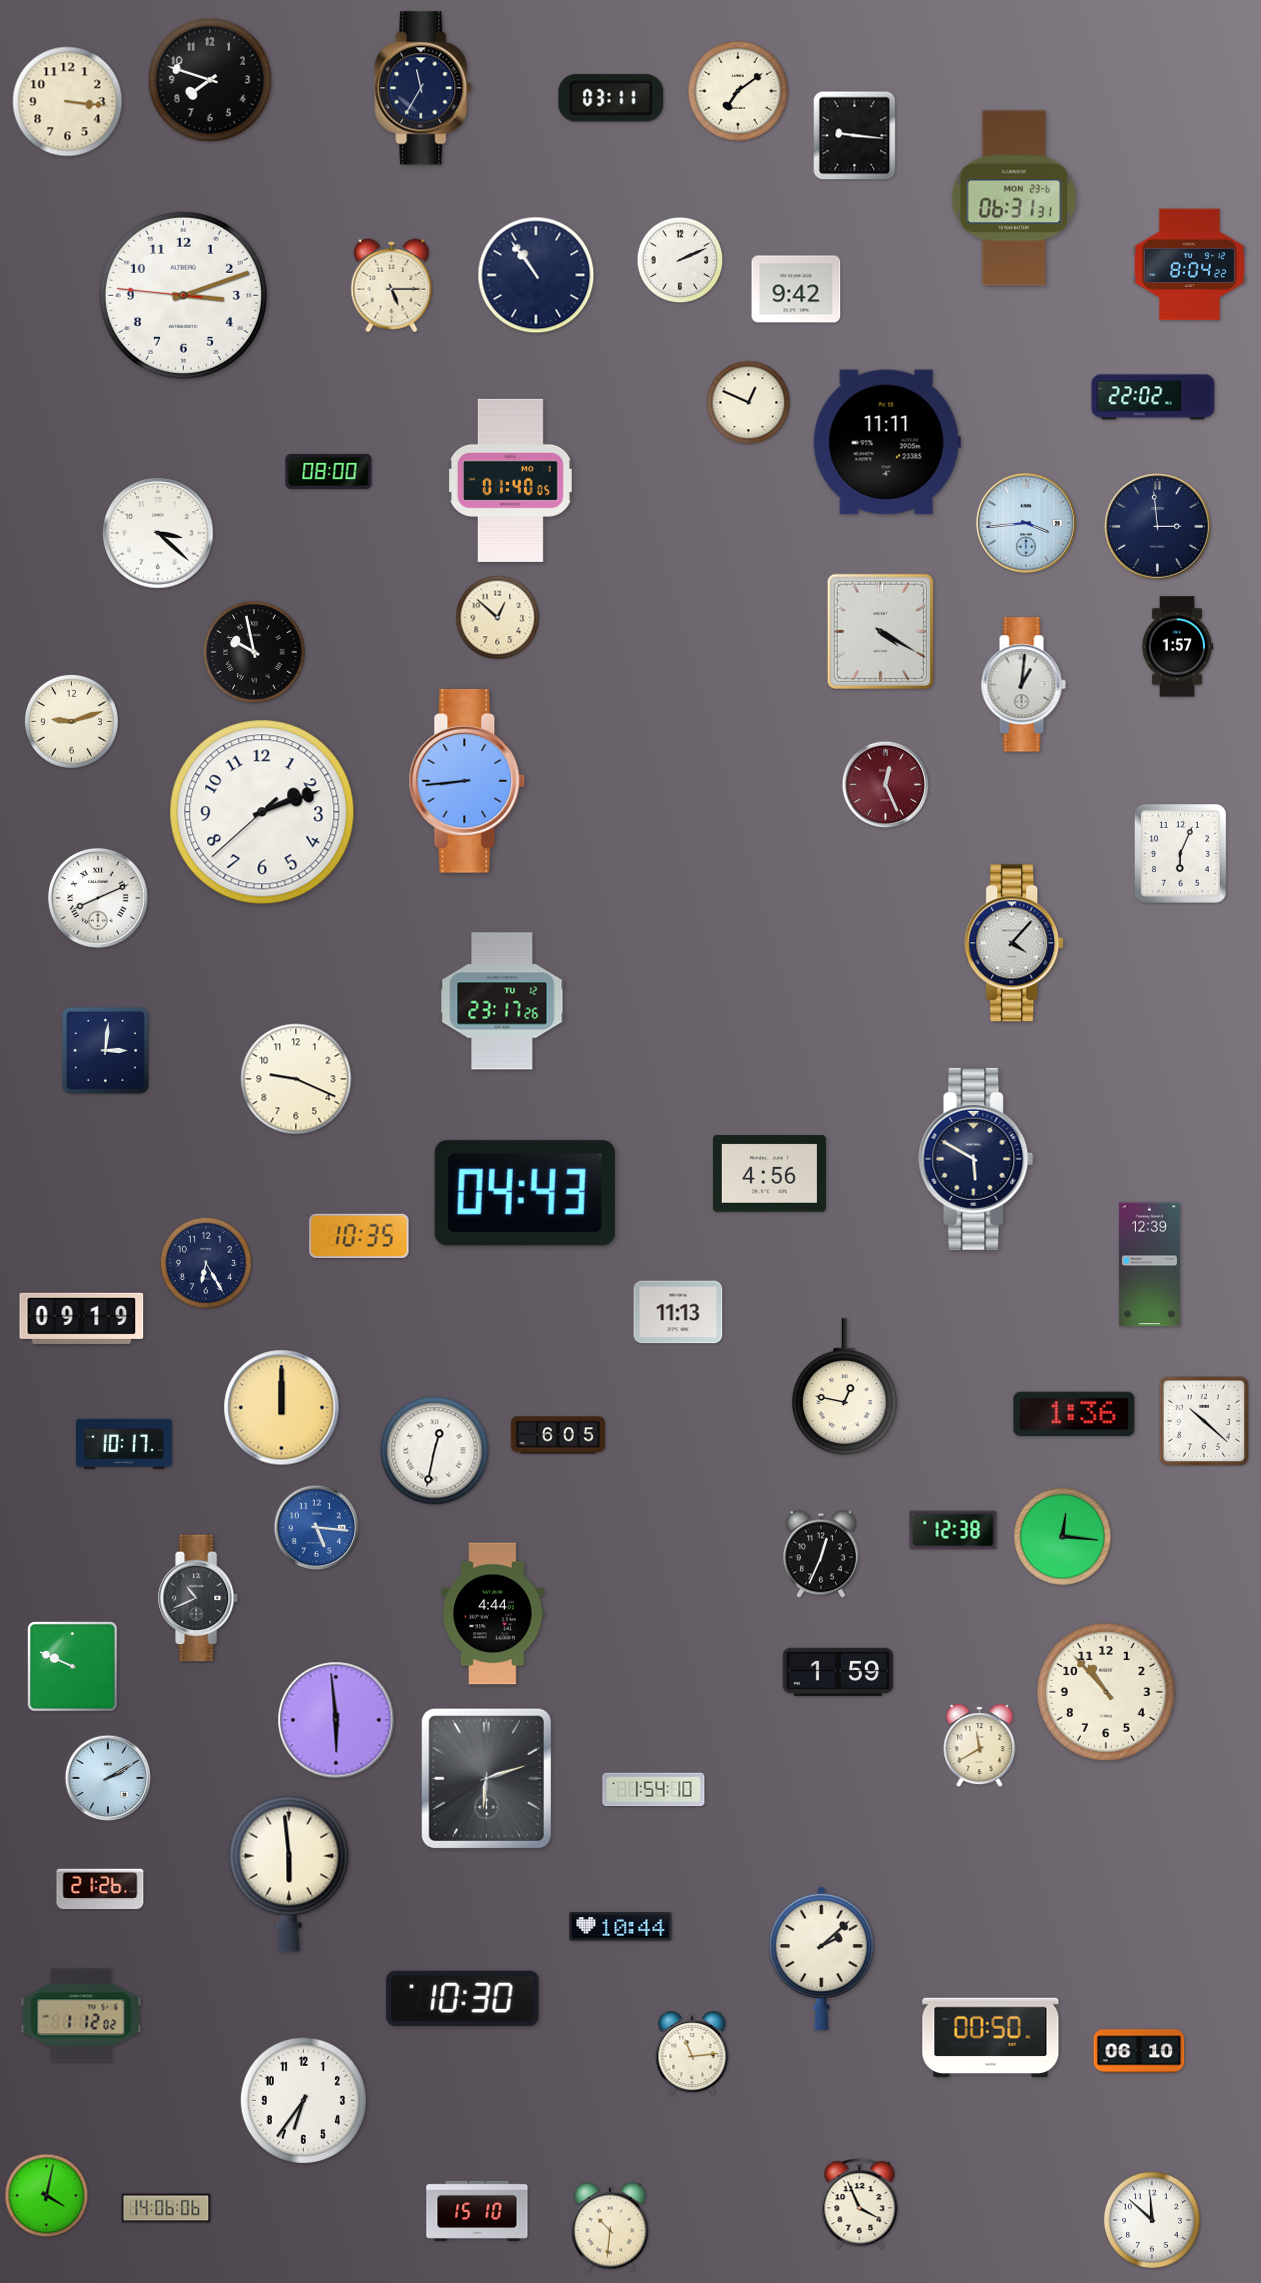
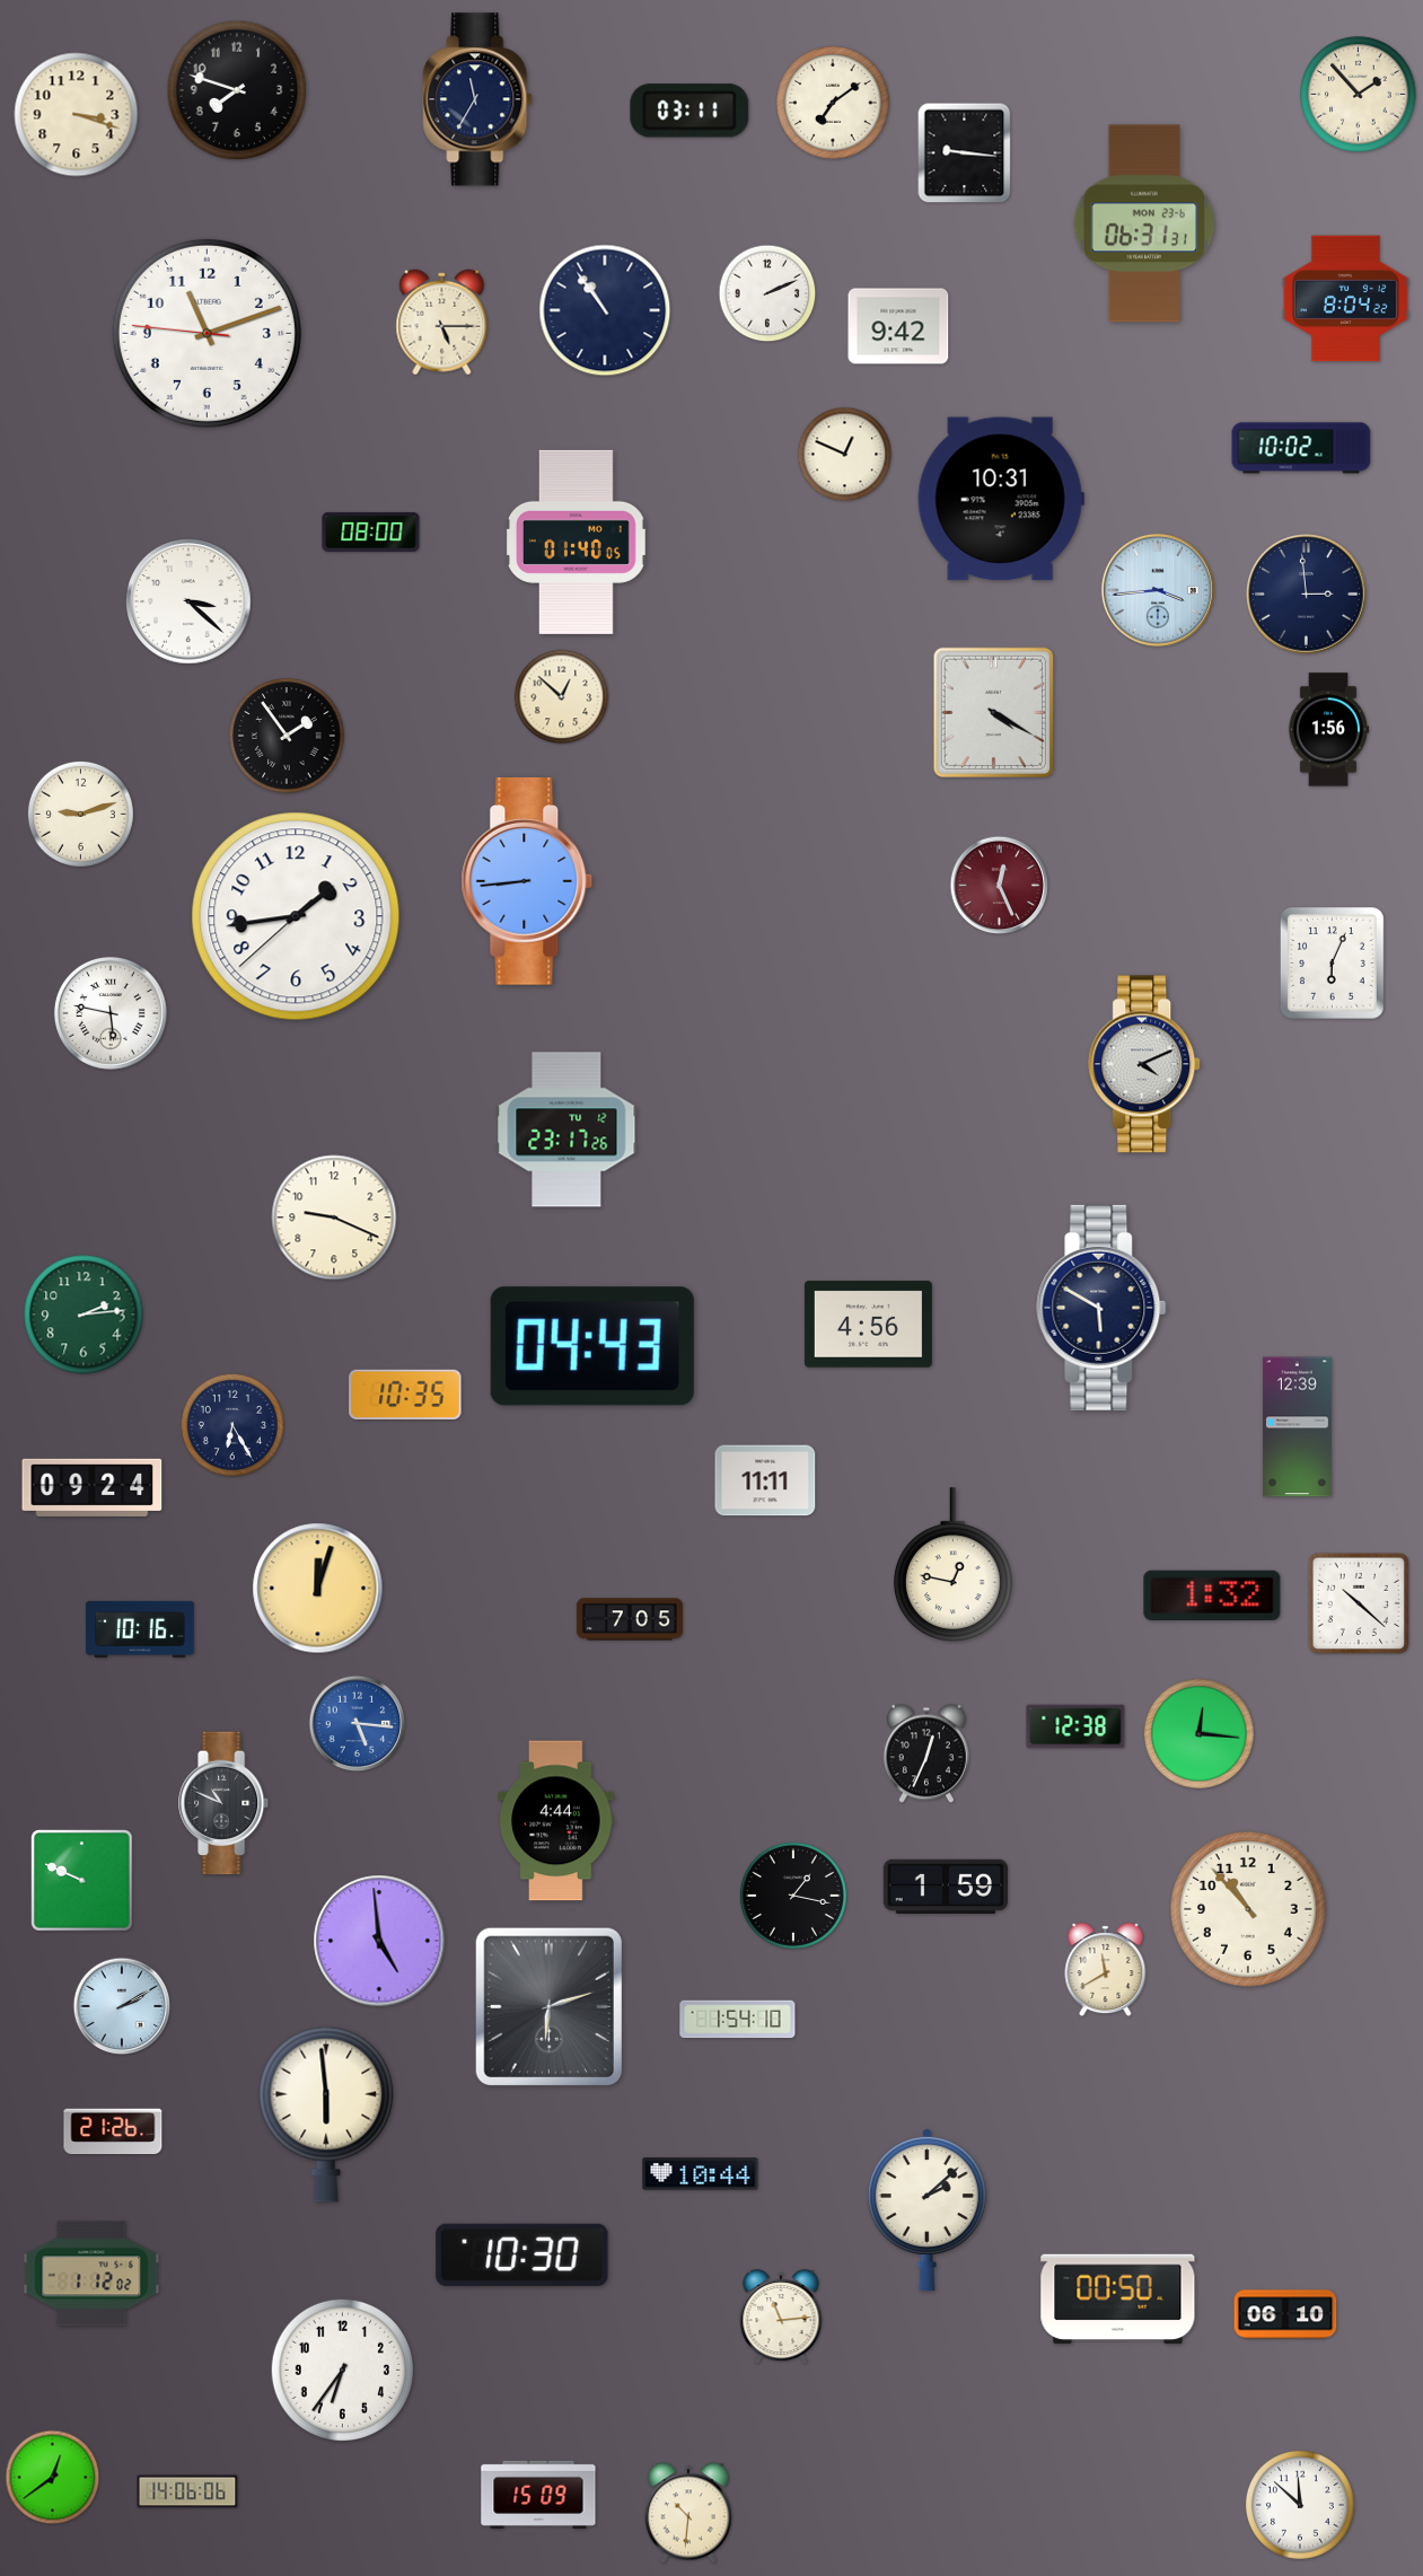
clock at (1359, 95): none -> 1:53
clock at (68, 102): 3:16 -> 3:18
clock at (1189, 265) position: (1189, 265) -> (1345, 299)
clock at (183, 295): 3:11 -> 11:11
clock at (1153, 397): 22:02 -> 10:02
clock at (887, 442): 11:11 -> 10:31
clock at (158, 533) position: (158, 533) -> (188, 601)
clock at (1177, 647): 1:57 -> 1:56
clock at (254, 652): 9:58 -> 1:54
clock at (1023, 685): 1:01 -> none
clock at (262, 812): 2:11 -> 1:43
clock at (98, 898): 8:11 -> 5:47
clock at (1015, 943): 4:07 -> 4:11
clock at (106, 1051): 3:01 -> none
clock at (84, 1315): none -> 2:14
clock at (678, 1312): 11:13 -> 11:11
clock at (82, 1318): 09:19 -> 09:24
clock at (282, 1408): 12:00 -> 12:03
clock at (1074, 1413): 1:36 -> 1:32
clock at (558, 1435): 6:05 -> 7:05
clock at (124, 1444): 10:17 -> 10:16
clock at (435, 1451): 12:32 -> none
clock at (199, 1598): 10:41 -> 10:49
clock at (793, 1896): none -> 1:17
clock at (336, 1720): 5:59 -> 4:59
clock at (47, 2196): 4:02 -> 12:39
clock at (860, 2204): 3:56 -> none
clock at (477, 2211): 15:10 -> 15:09
